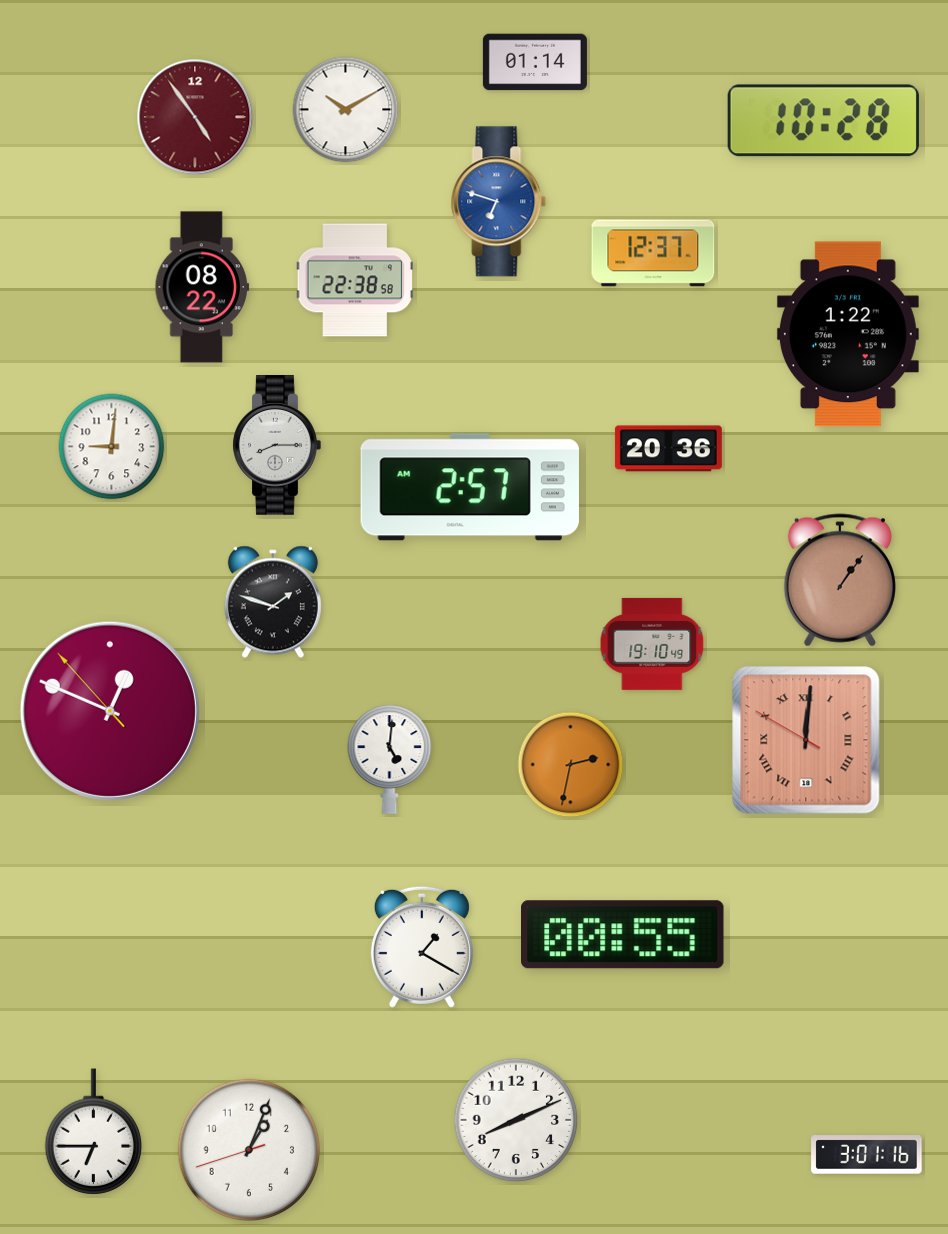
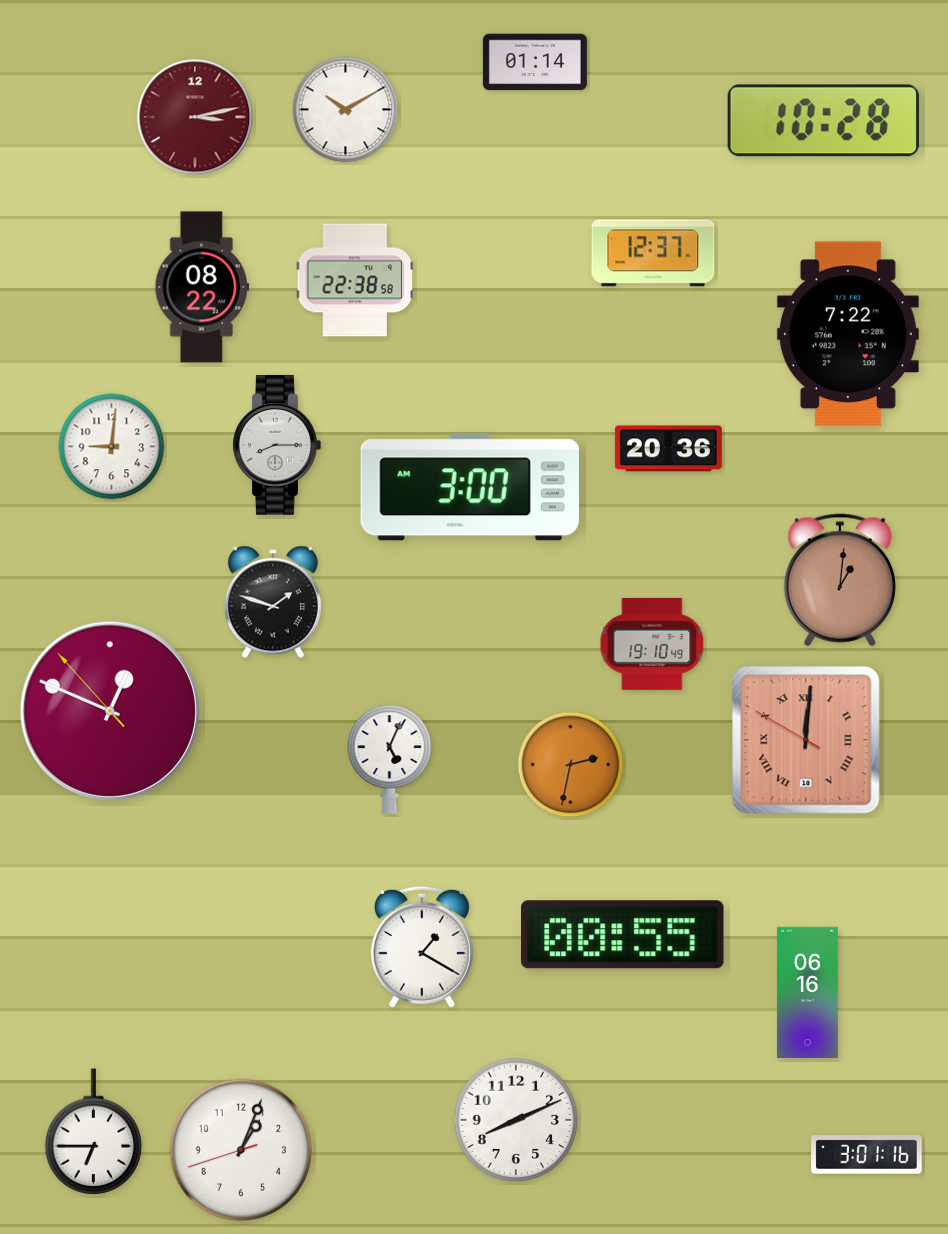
clock at (195, 117): 4:54 -> 3:13
clock at (499, 202): 6:48 -> none
clock at (848, 334): 1:22 -> 7:22
clock at (470, 487): 2:57 -> 3:00
clock at (840, 580): 1:06 -> 1:01
clock at (390, 759): 5:01 -> 5:04
clock at (807, 993): none -> 06:16
clock at (249, 1150) position: (249, 1150) -> (241, 1150)
